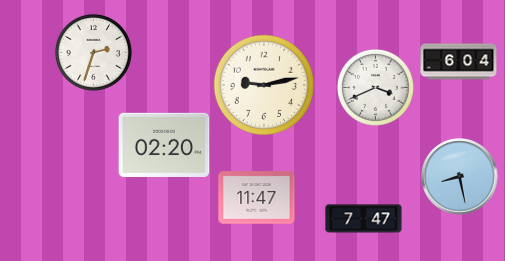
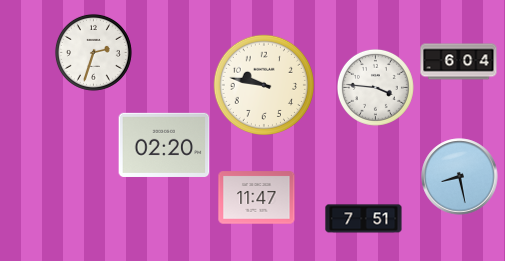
clock at (263, 84): 9:13 -> 9:47
clock at (375, 87): 3:41 -> 3:46
clock at (364, 219): 7:47 -> 7:51
